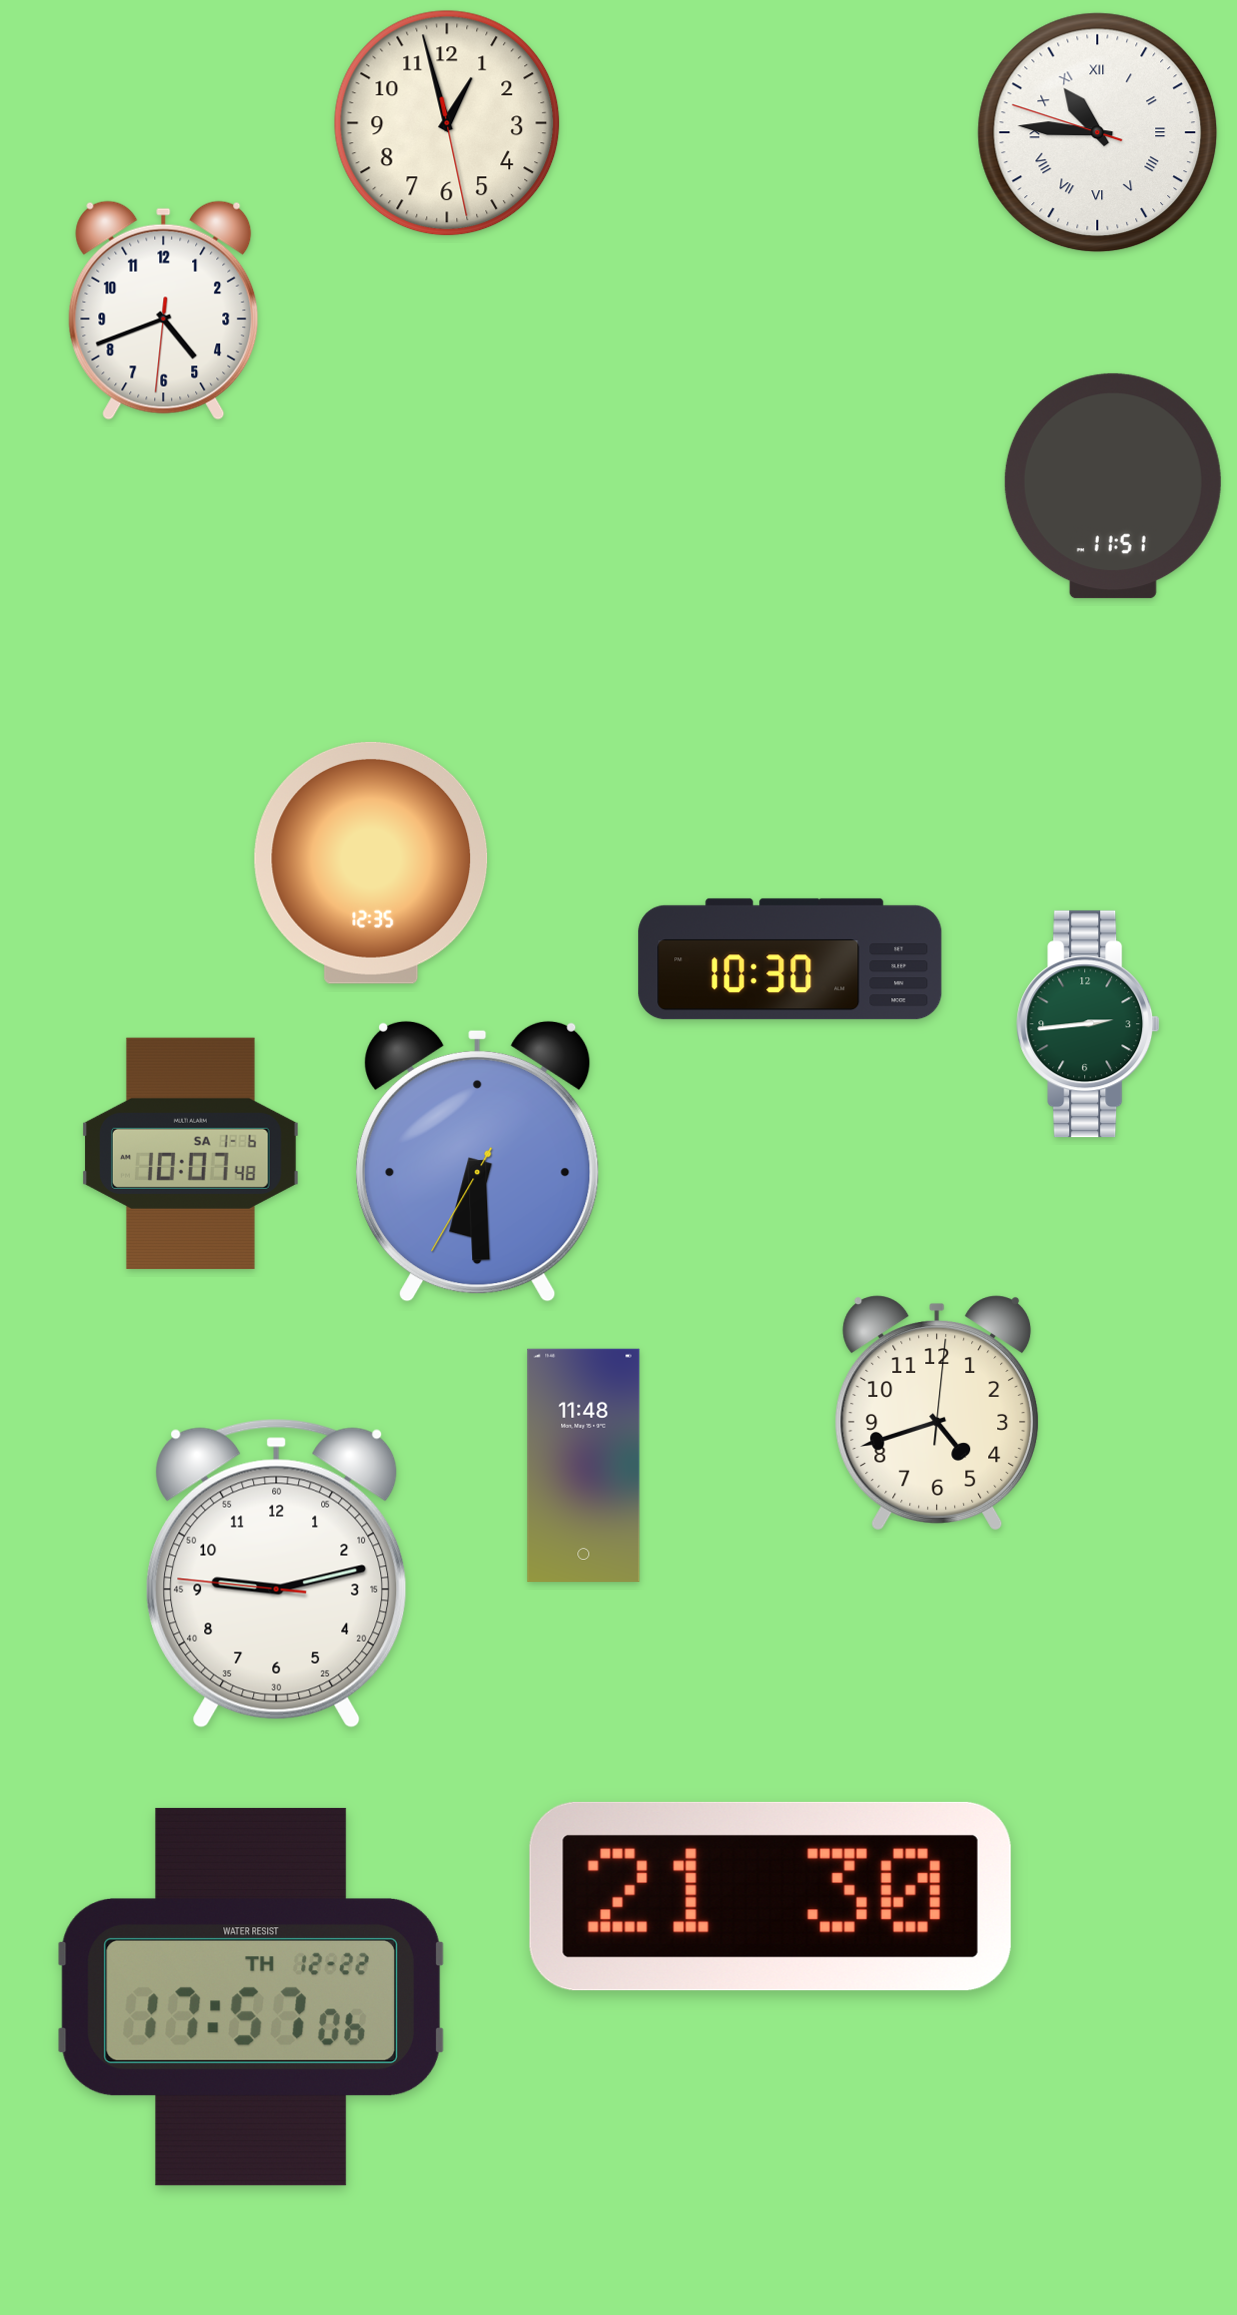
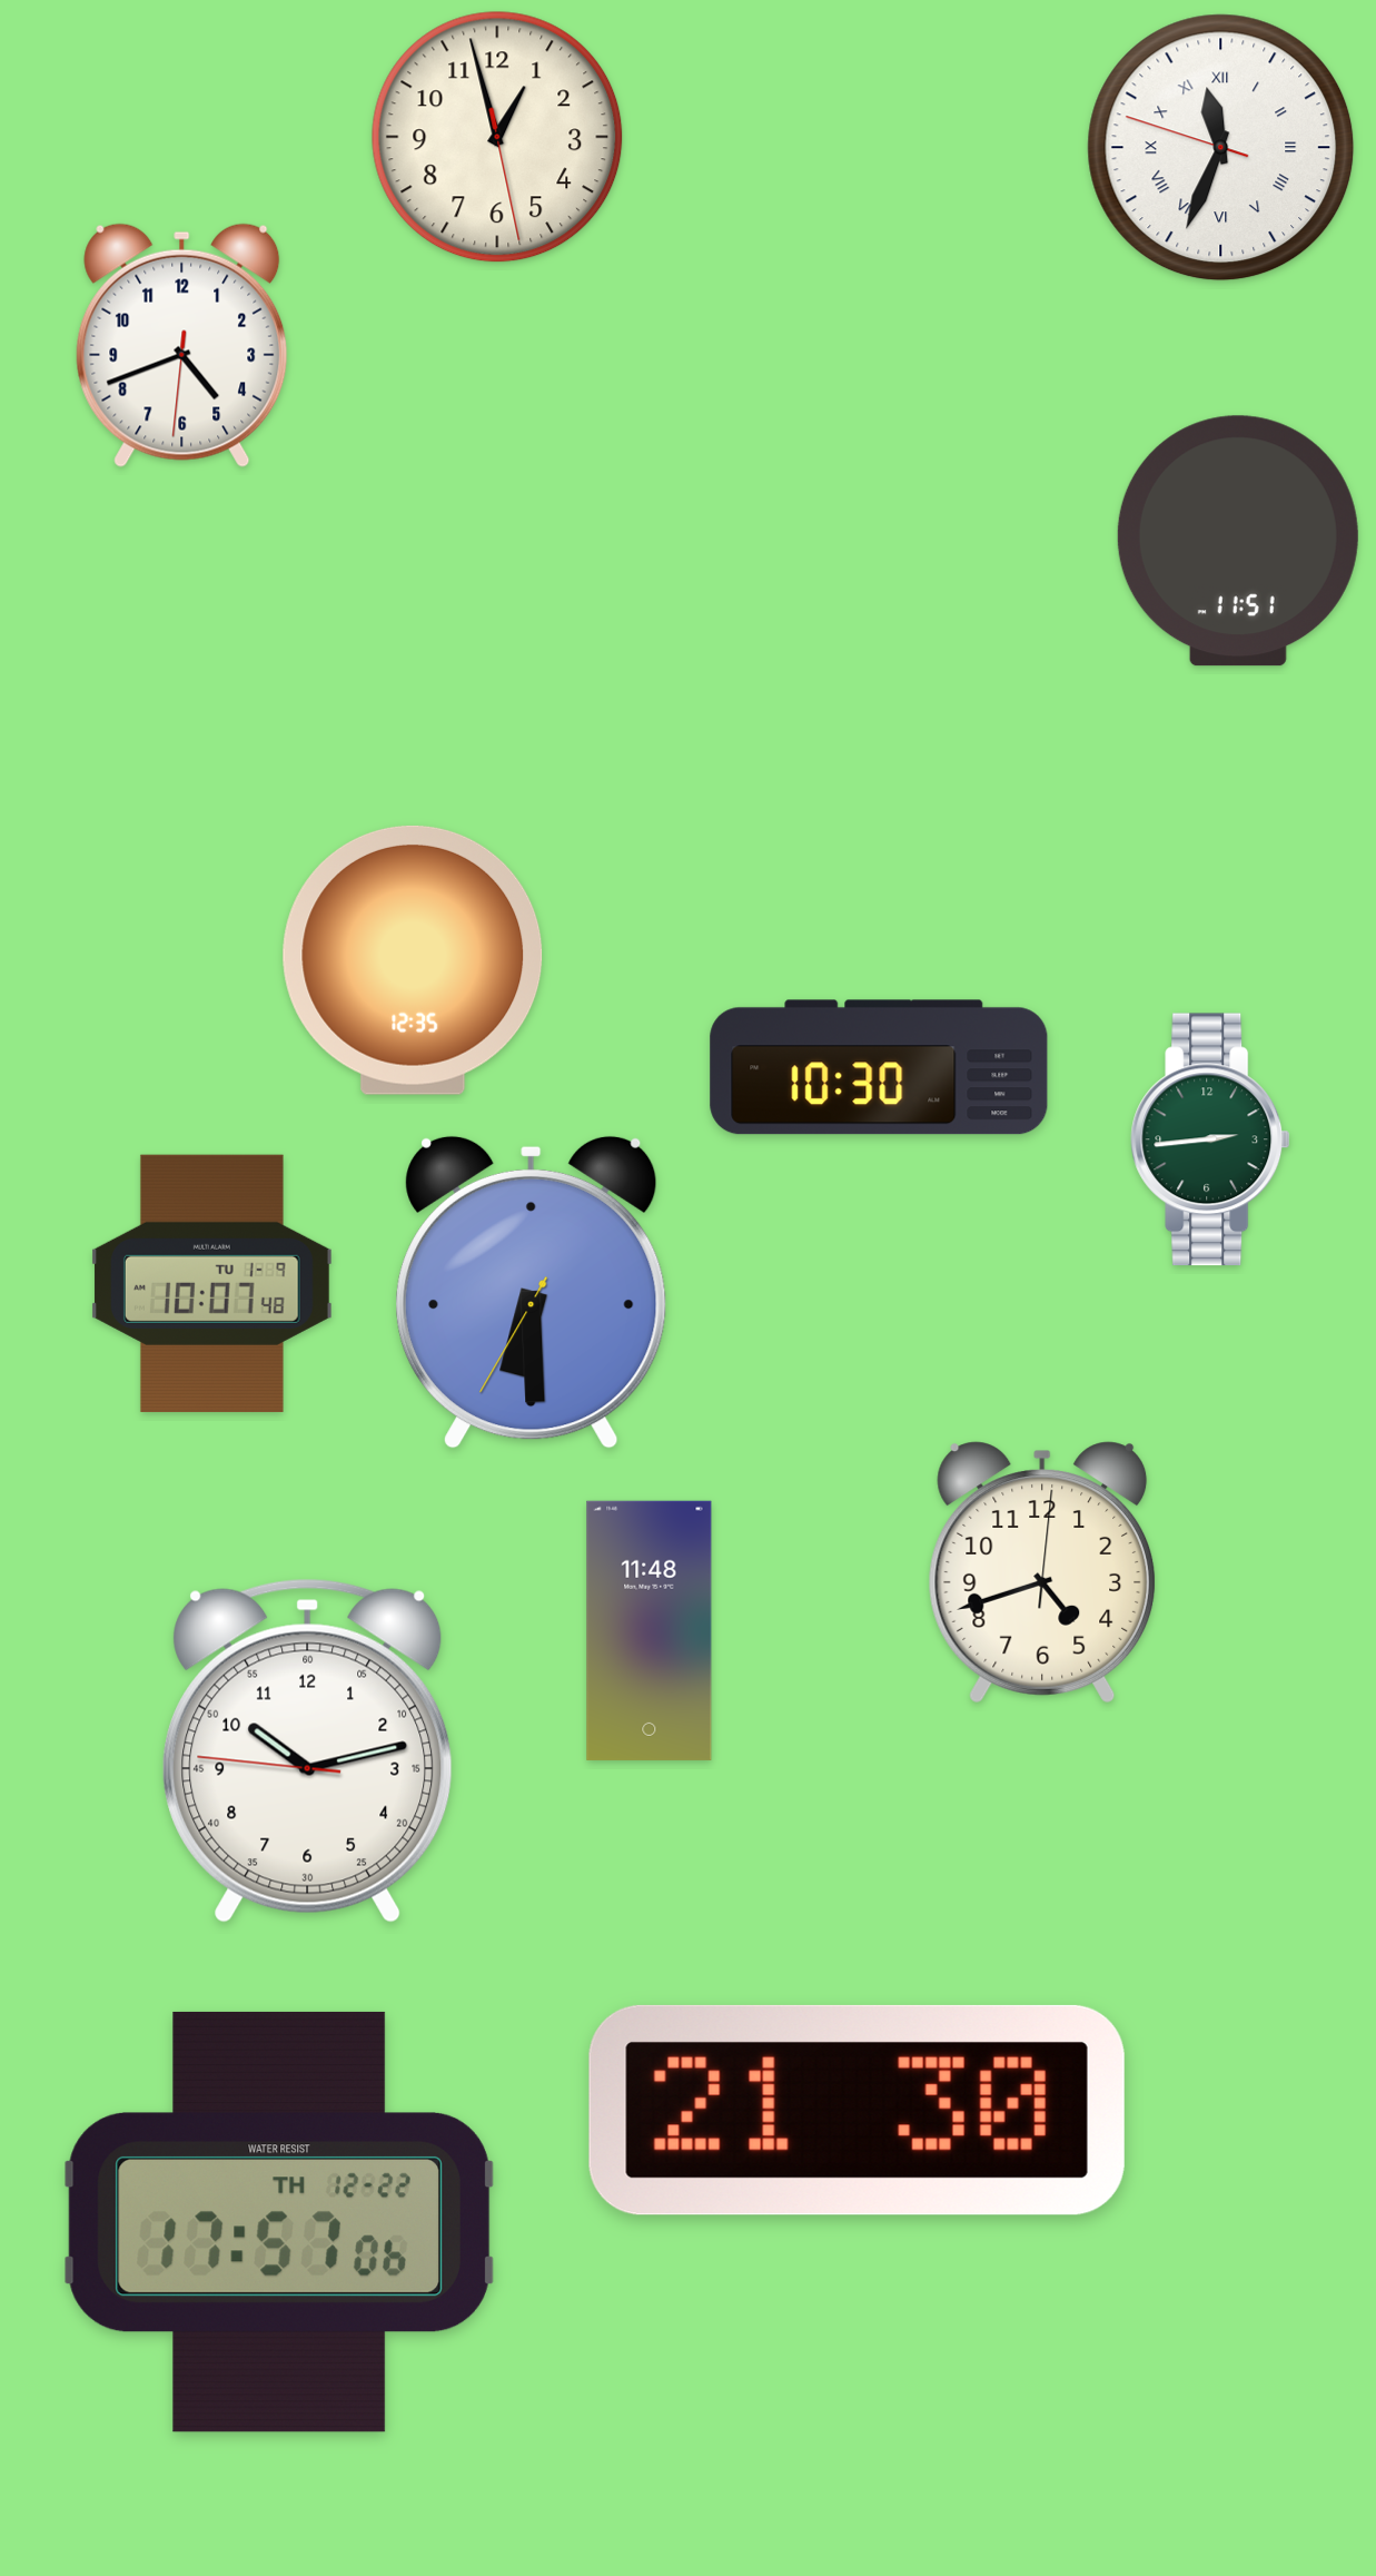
clock at (1098, 133): 10:45 -> 11:33
clock at (191, 1153) date: SA 1-6 -> TU 1-9
clock at (277, 1573): 9:12 -> 10:12
